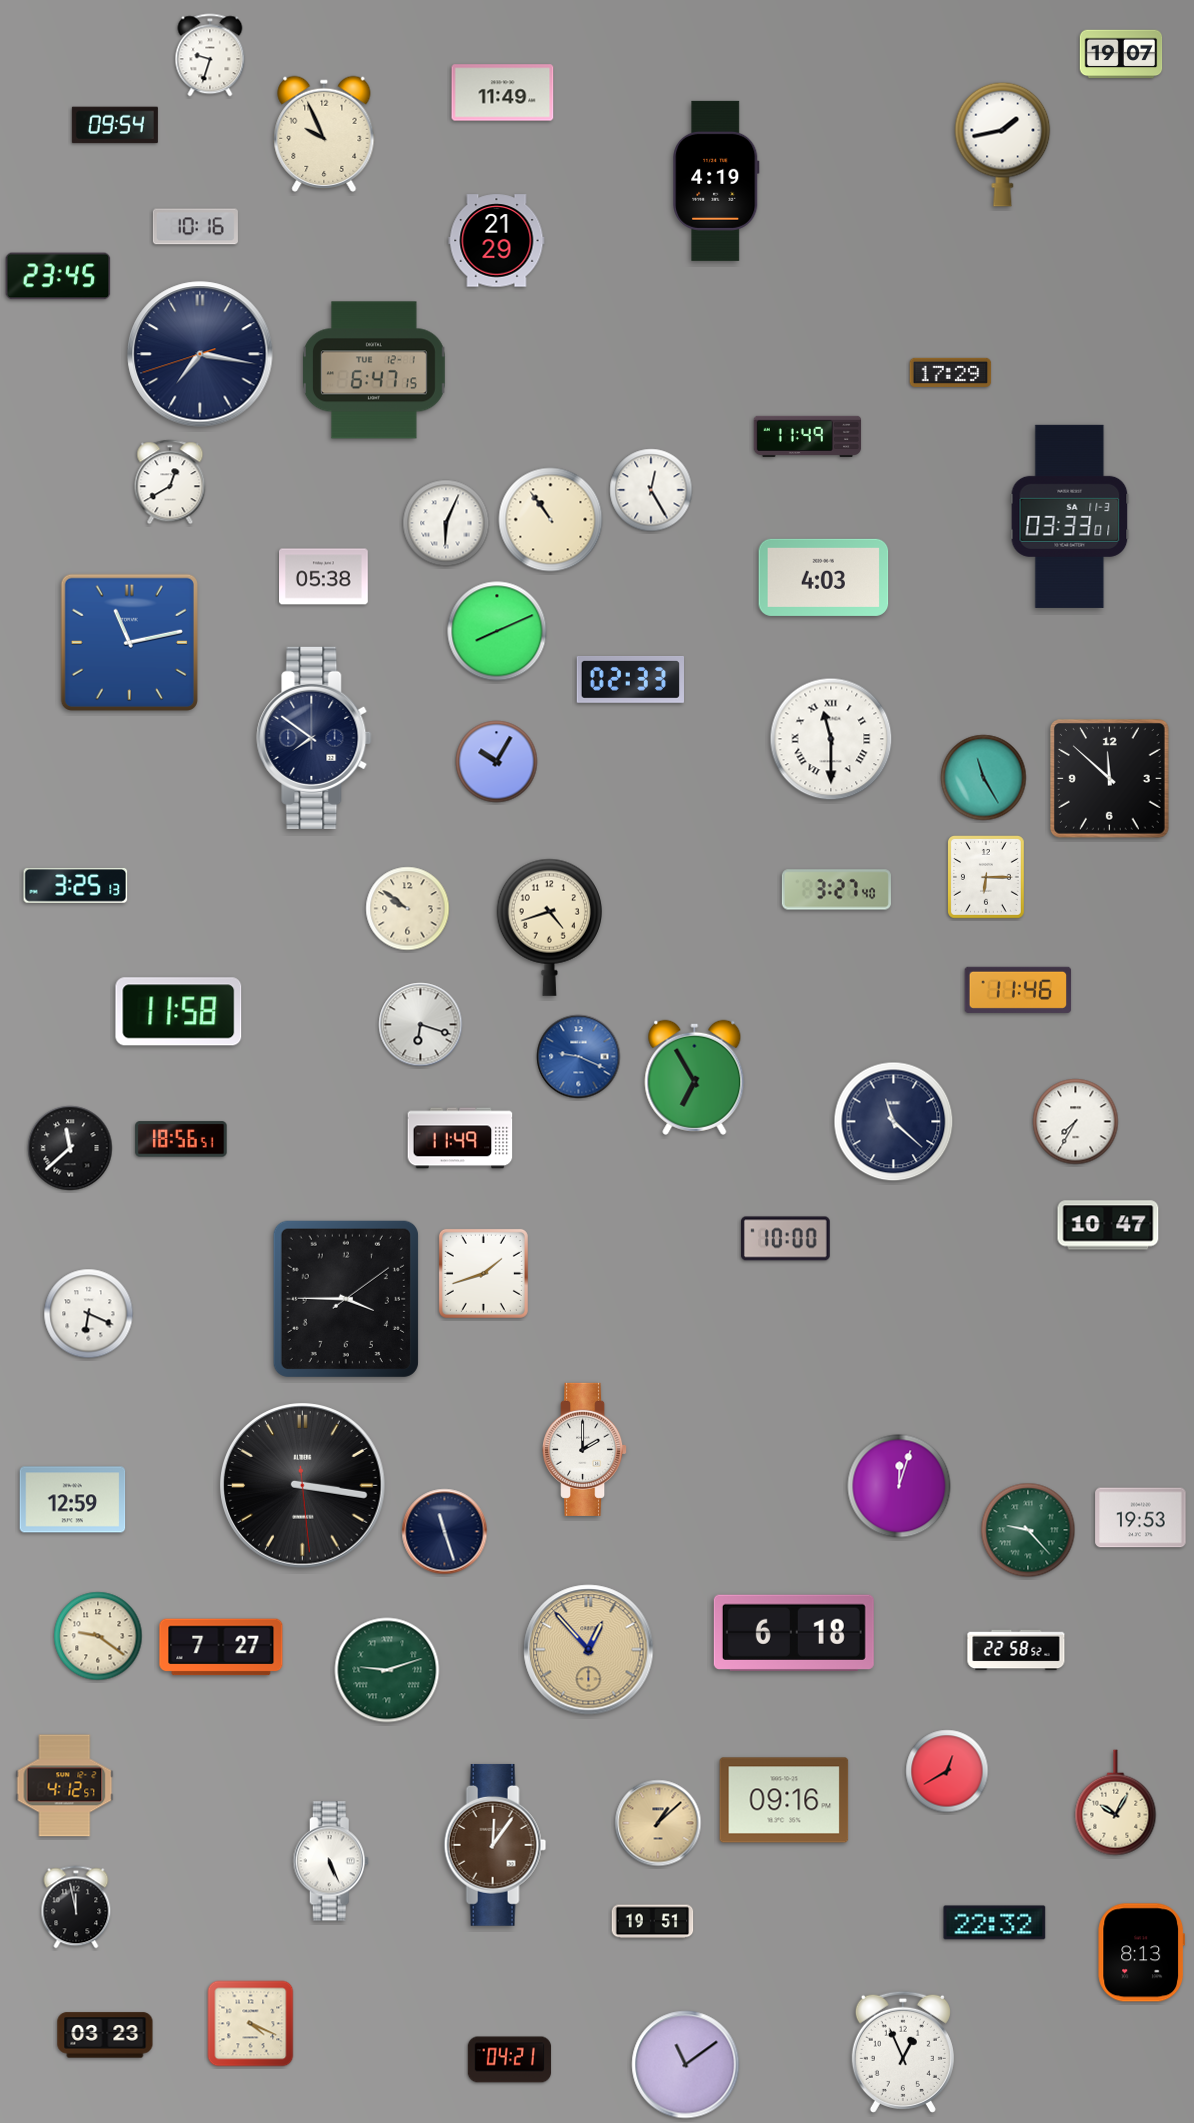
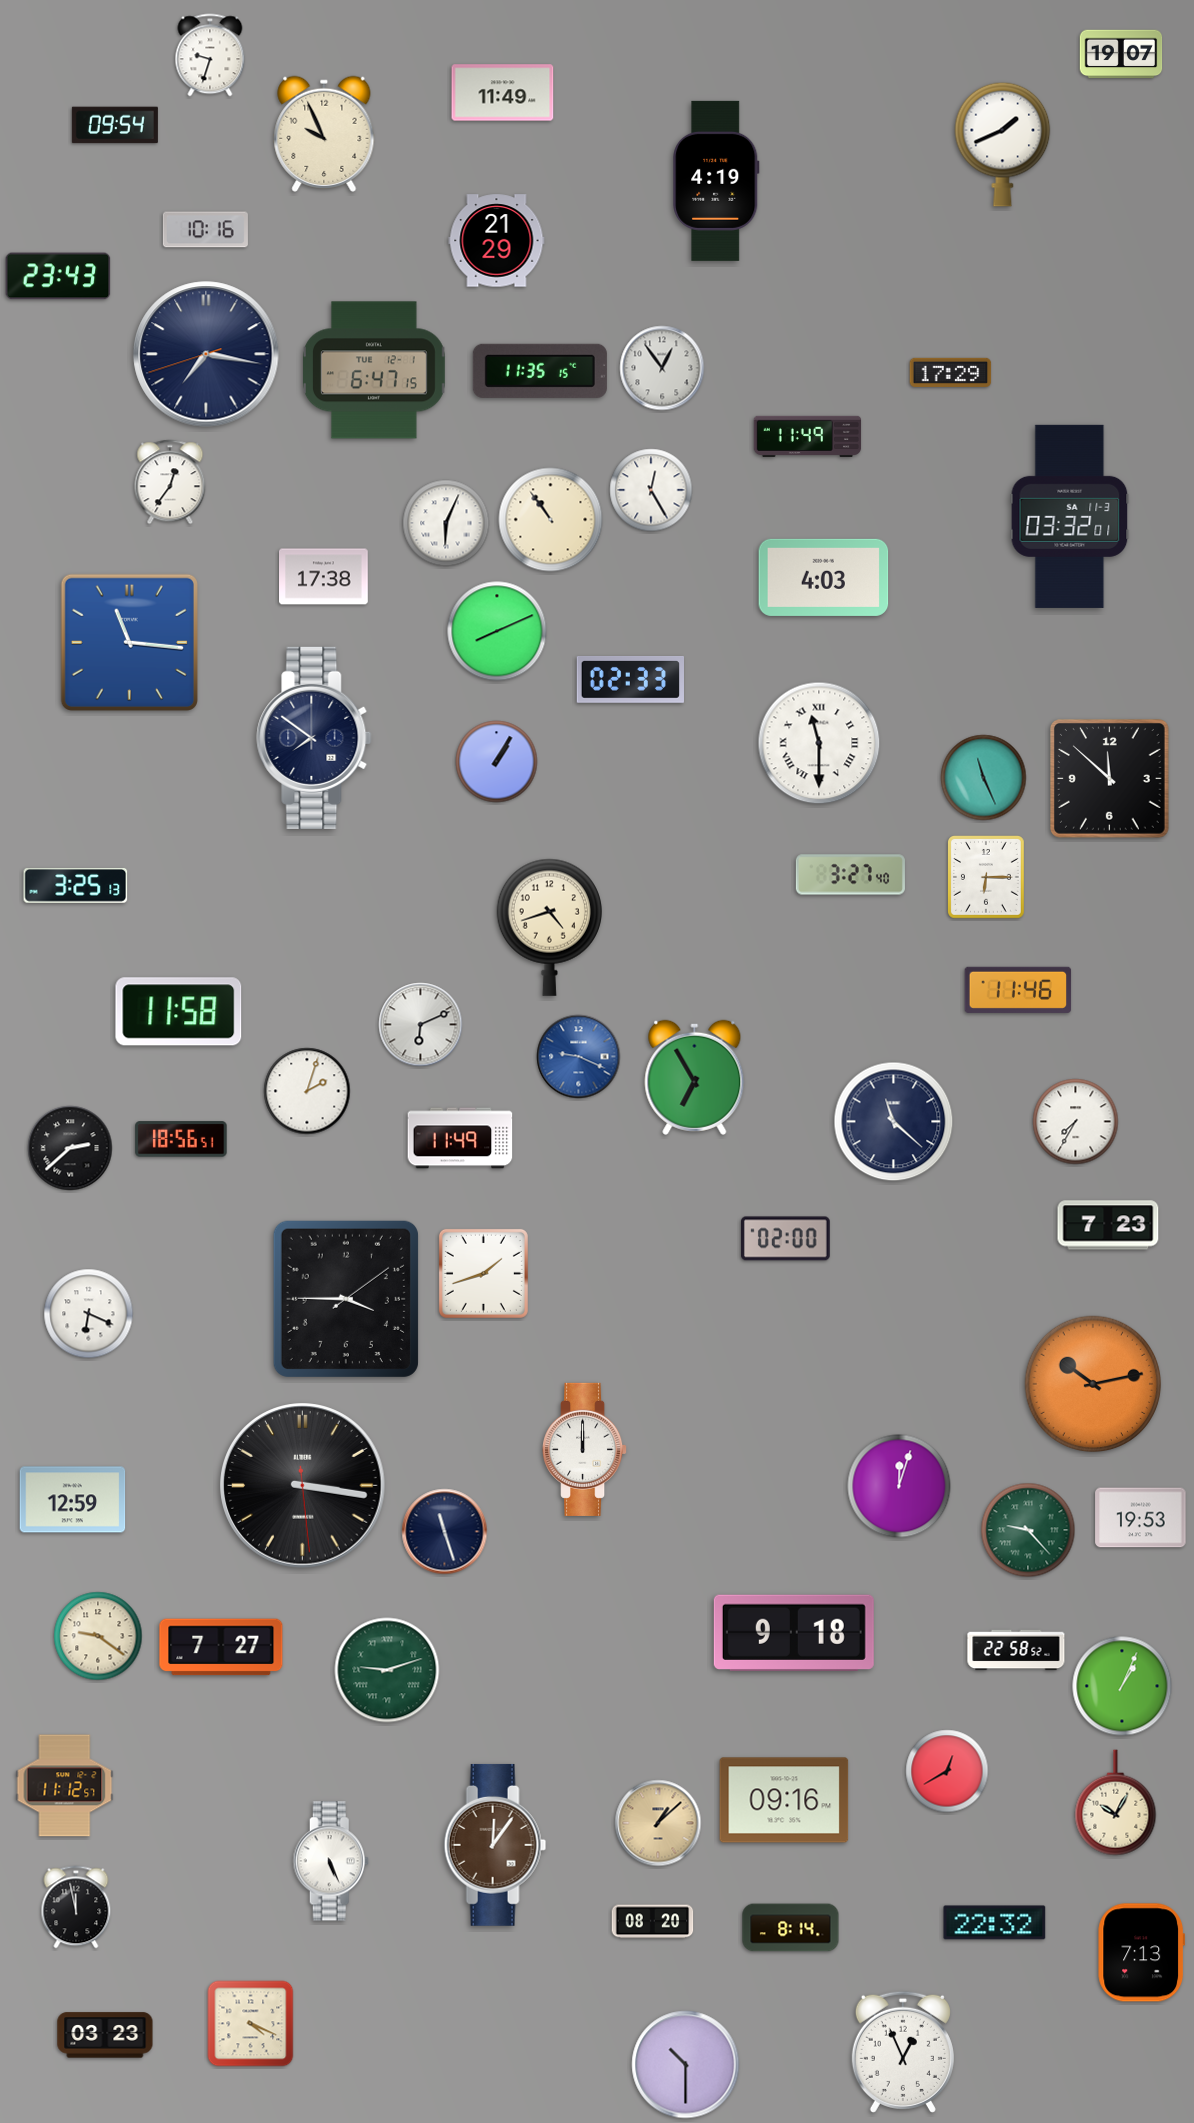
clock at (1003, 144): 1:43 -> 1:41
clock at (195, 227) position: (195, 227) -> (205, 230)
clock at (58, 276): 23:45 -> 23:43
clock at (200, 354) position: (200, 354) -> (206, 354)
clock at (662, 368): none -> 12:54
clock at (540, 371): none -> 11:35
clock at (170, 482): 12:40 -> 12:36
clock at (1070, 516): 03:33 -> 03:32
clock at (324, 577): 05:38 -> 17:38
clock at (129, 642): 11:13 -> 11:16
clock at (831, 739) position: (831, 739) -> (819, 743)
clock at (497, 762): 10:05 -> 1:05
clock at (984, 778): 11:25 -> 11:26
clock at (836, 890) position: (836, 890) -> (850, 875)
clock at (408, 909): 9:51 -> none
clock at (421, 1025): 6:18 -> 6:11
clock at (307, 1091): none -> 2:03
clock at (70, 1148): 11:38 -> 2:38
clock at (1108, 1225): 10:47 -> 7:23
clock at (785, 1239): 10:00 -> 02:00
clock at (1093, 1384): none -> 10:13
clock at (586, 1449): 2:00 -> 12:00
clock at (794, 1633): 6:18 -> 9:18
clock at (589, 1650): 12:53 -> none
clock at (1122, 1686): none -> 1:04
clock at (65, 1786): 4:12 -> 11:12
clock at (653, 1922): 19:51 -> 08:20
clock at (791, 1928): none -> 8:14
clock at (1141, 1953): 8:13 -> 7:13
clock at (510, 2060): 04:21 -> none
clock at (686, 2065): 11:09 -> 10:30
